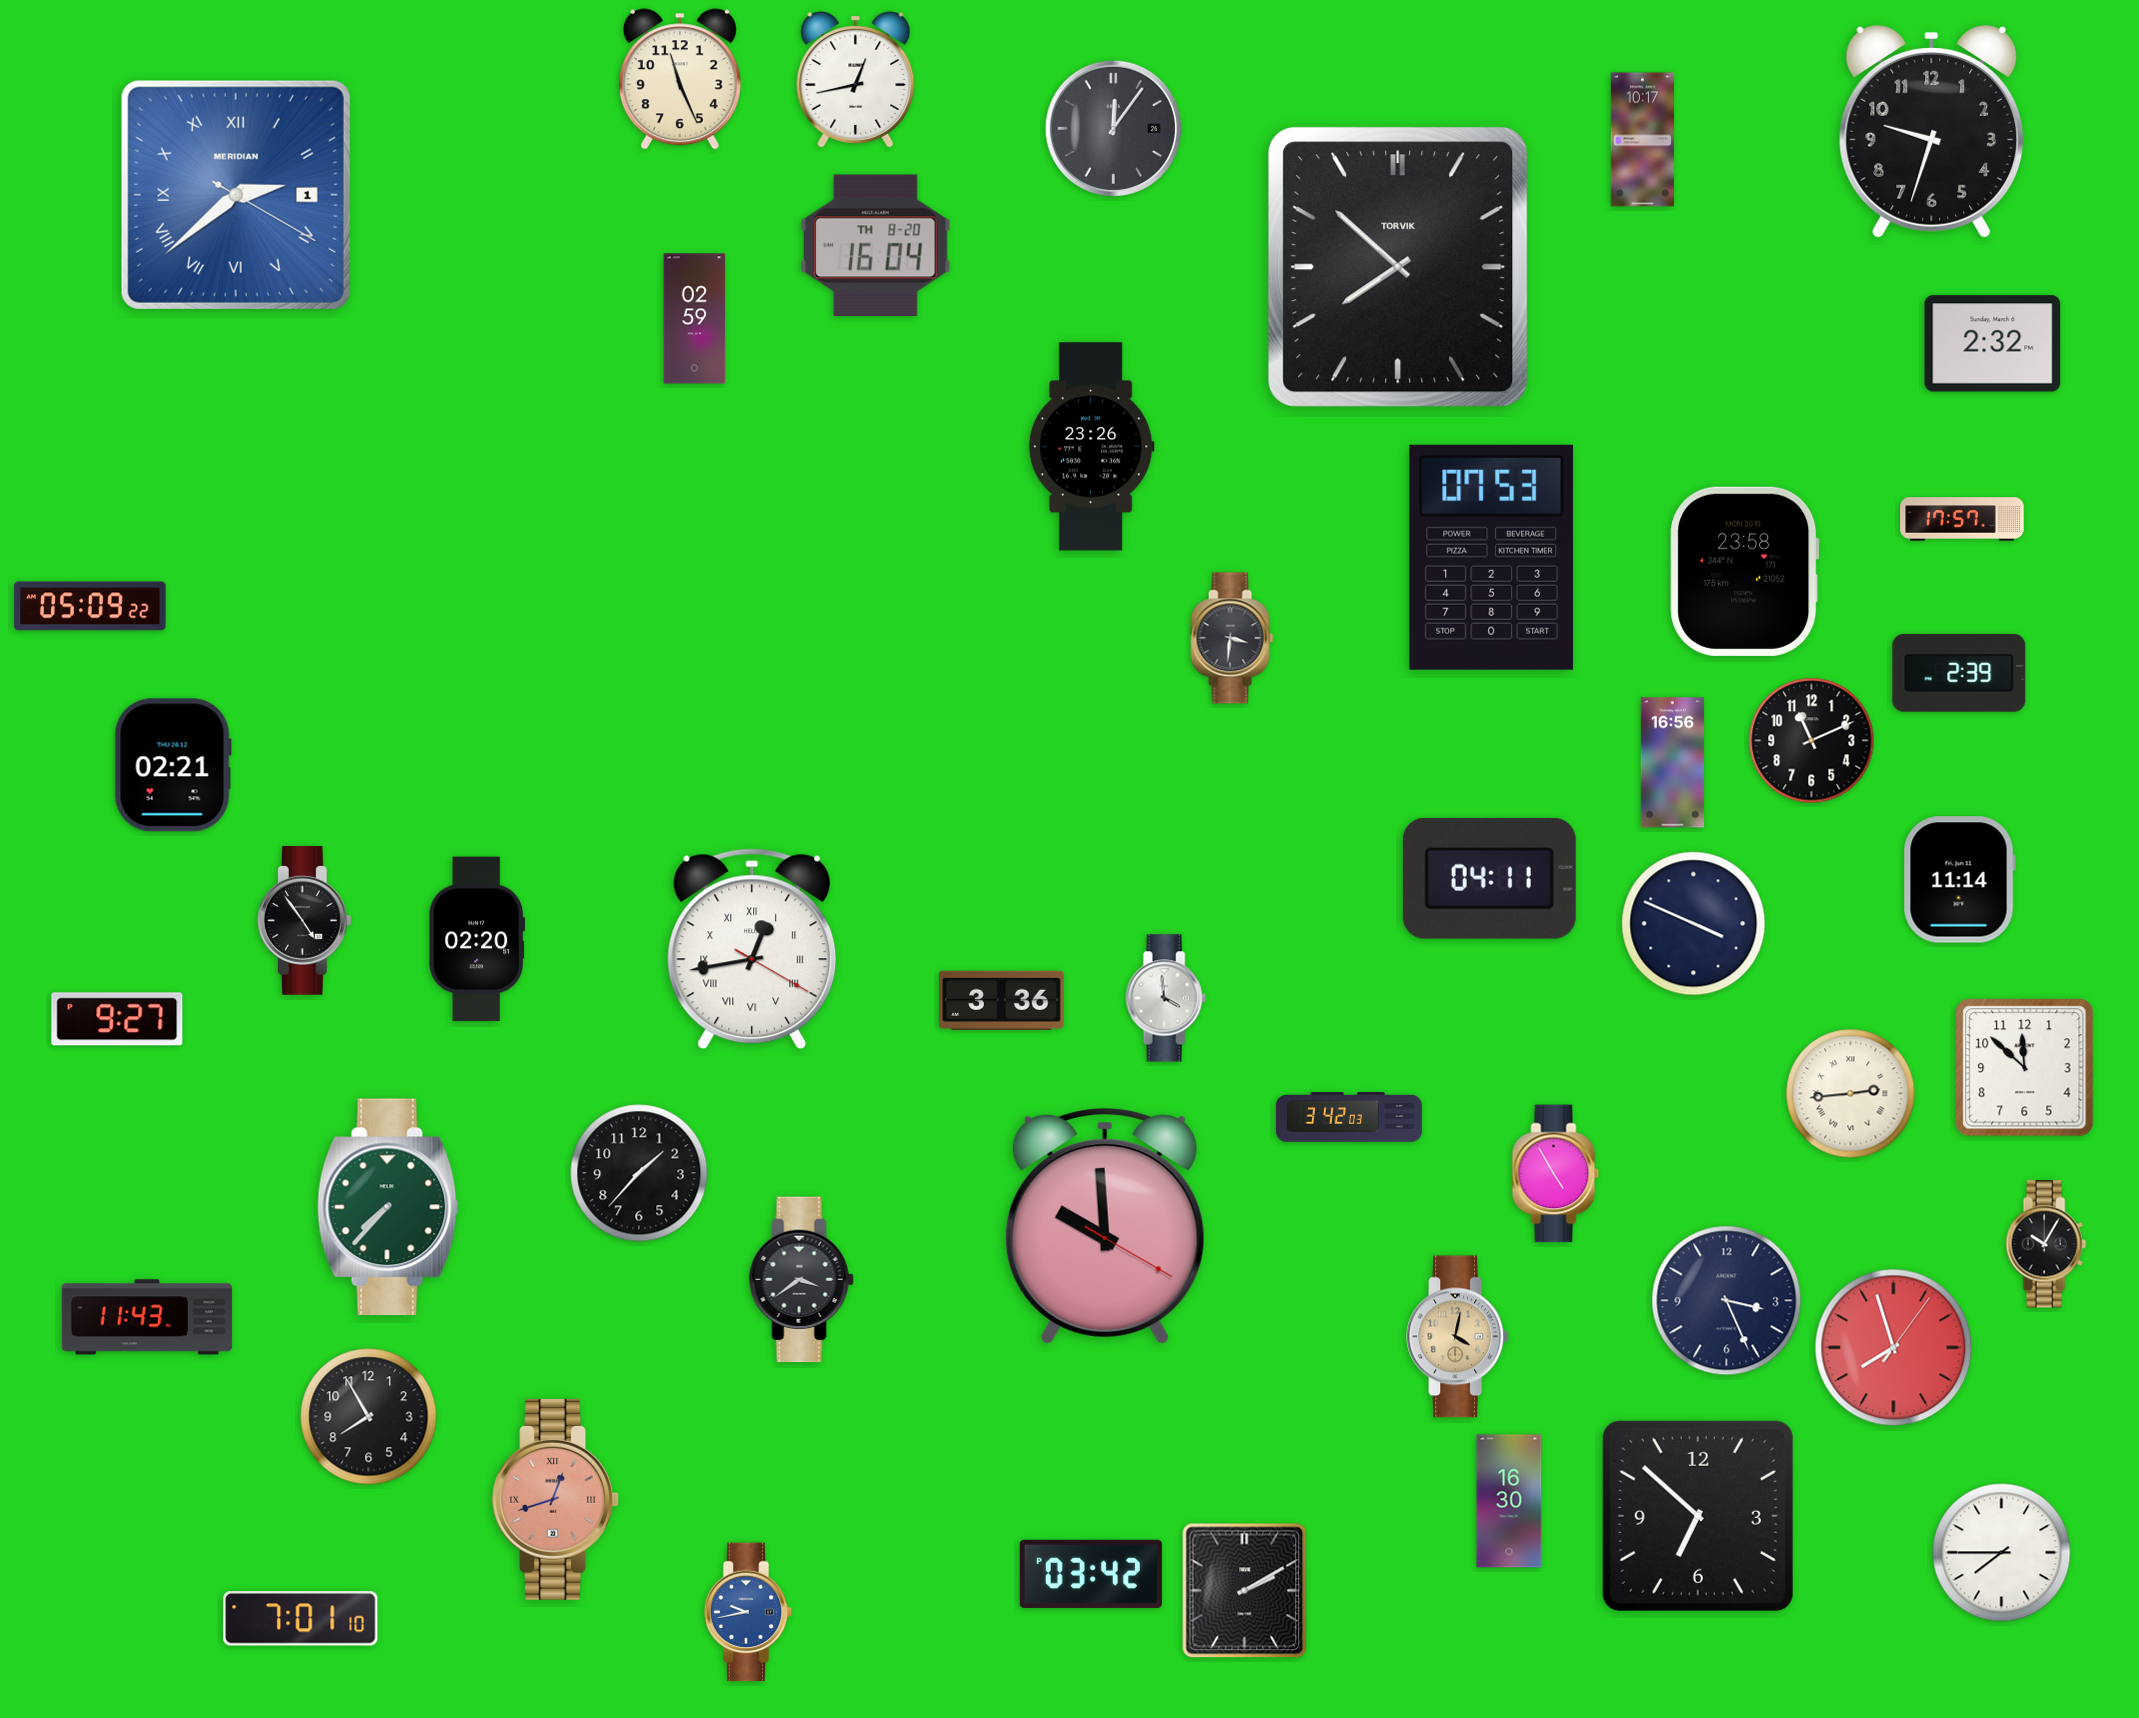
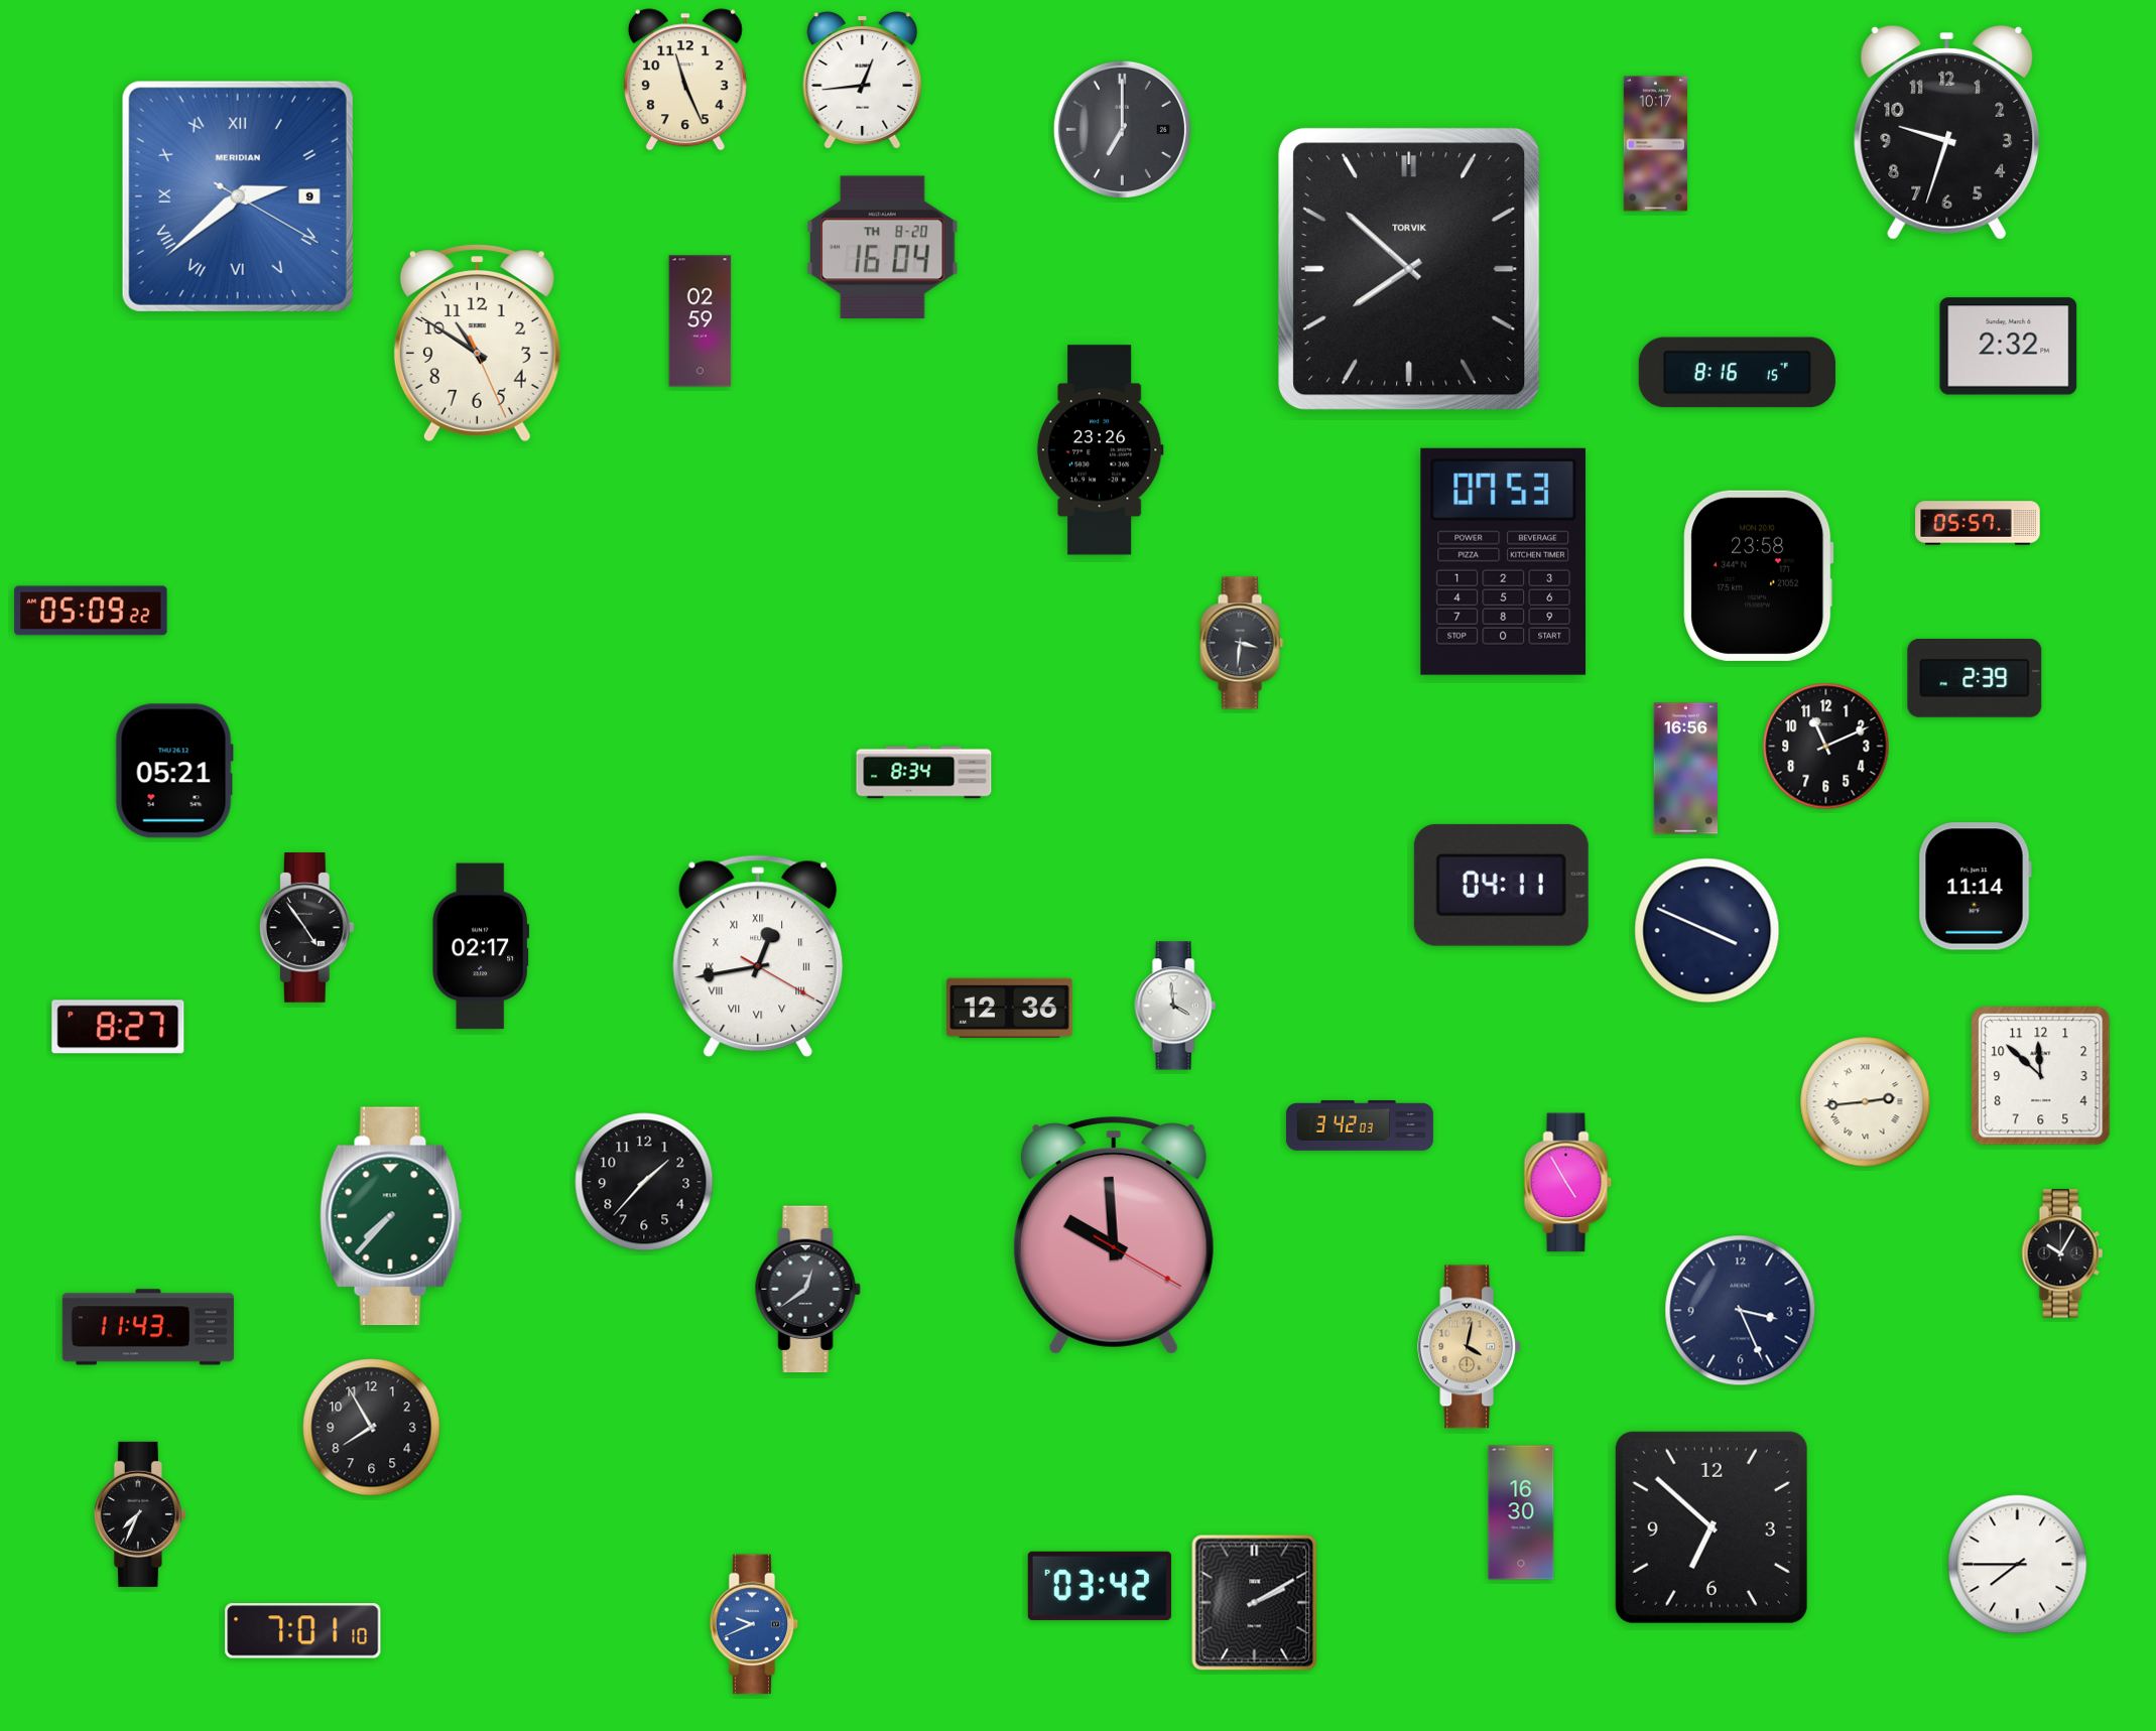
clock at (856, 80): 12:43 -> 12:44
clock at (1113, 128): 12:06 -> 7:00
clock at (1643, 140) position: (1643, 140) -> (1656, 144)
clock at (236, 195) date: 1 -> 9
clock at (477, 344): none -> 10:50
clock at (1737, 373): none -> 8:16
clock at (1962, 519): 17:57 -> 05:57
clock at (173, 765): 02:21 -> 05:21
clock at (924, 773): none -> 8:34
clock at (476, 939): 02:20 -> 02:17
clock at (1002, 1000): 3:36 -> 12:36
clock at (117, 1019): 9:27 -> 8:27
clock at (801, 1280): 3:39 -> 12:39
clock at (1894, 1348): 7:57 -> none
clock at (556, 1499): 12:42 -> none
clock at (140, 1514): none -> 7:34
clock at (748, 1612): 9:43 -> 9:41
